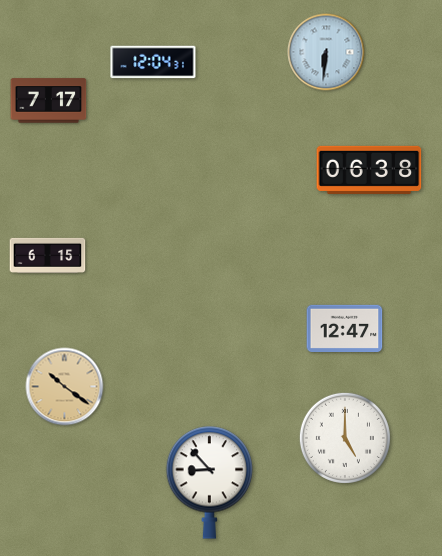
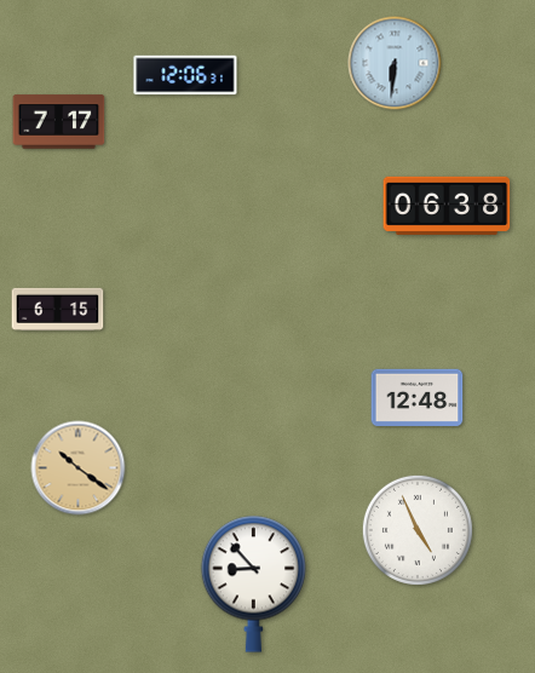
clock at (153, 62): 12:04 -> 12:06
clock at (345, 328): 12:47 -> 12:48
clock at (345, 438): 5:00 -> 4:56
